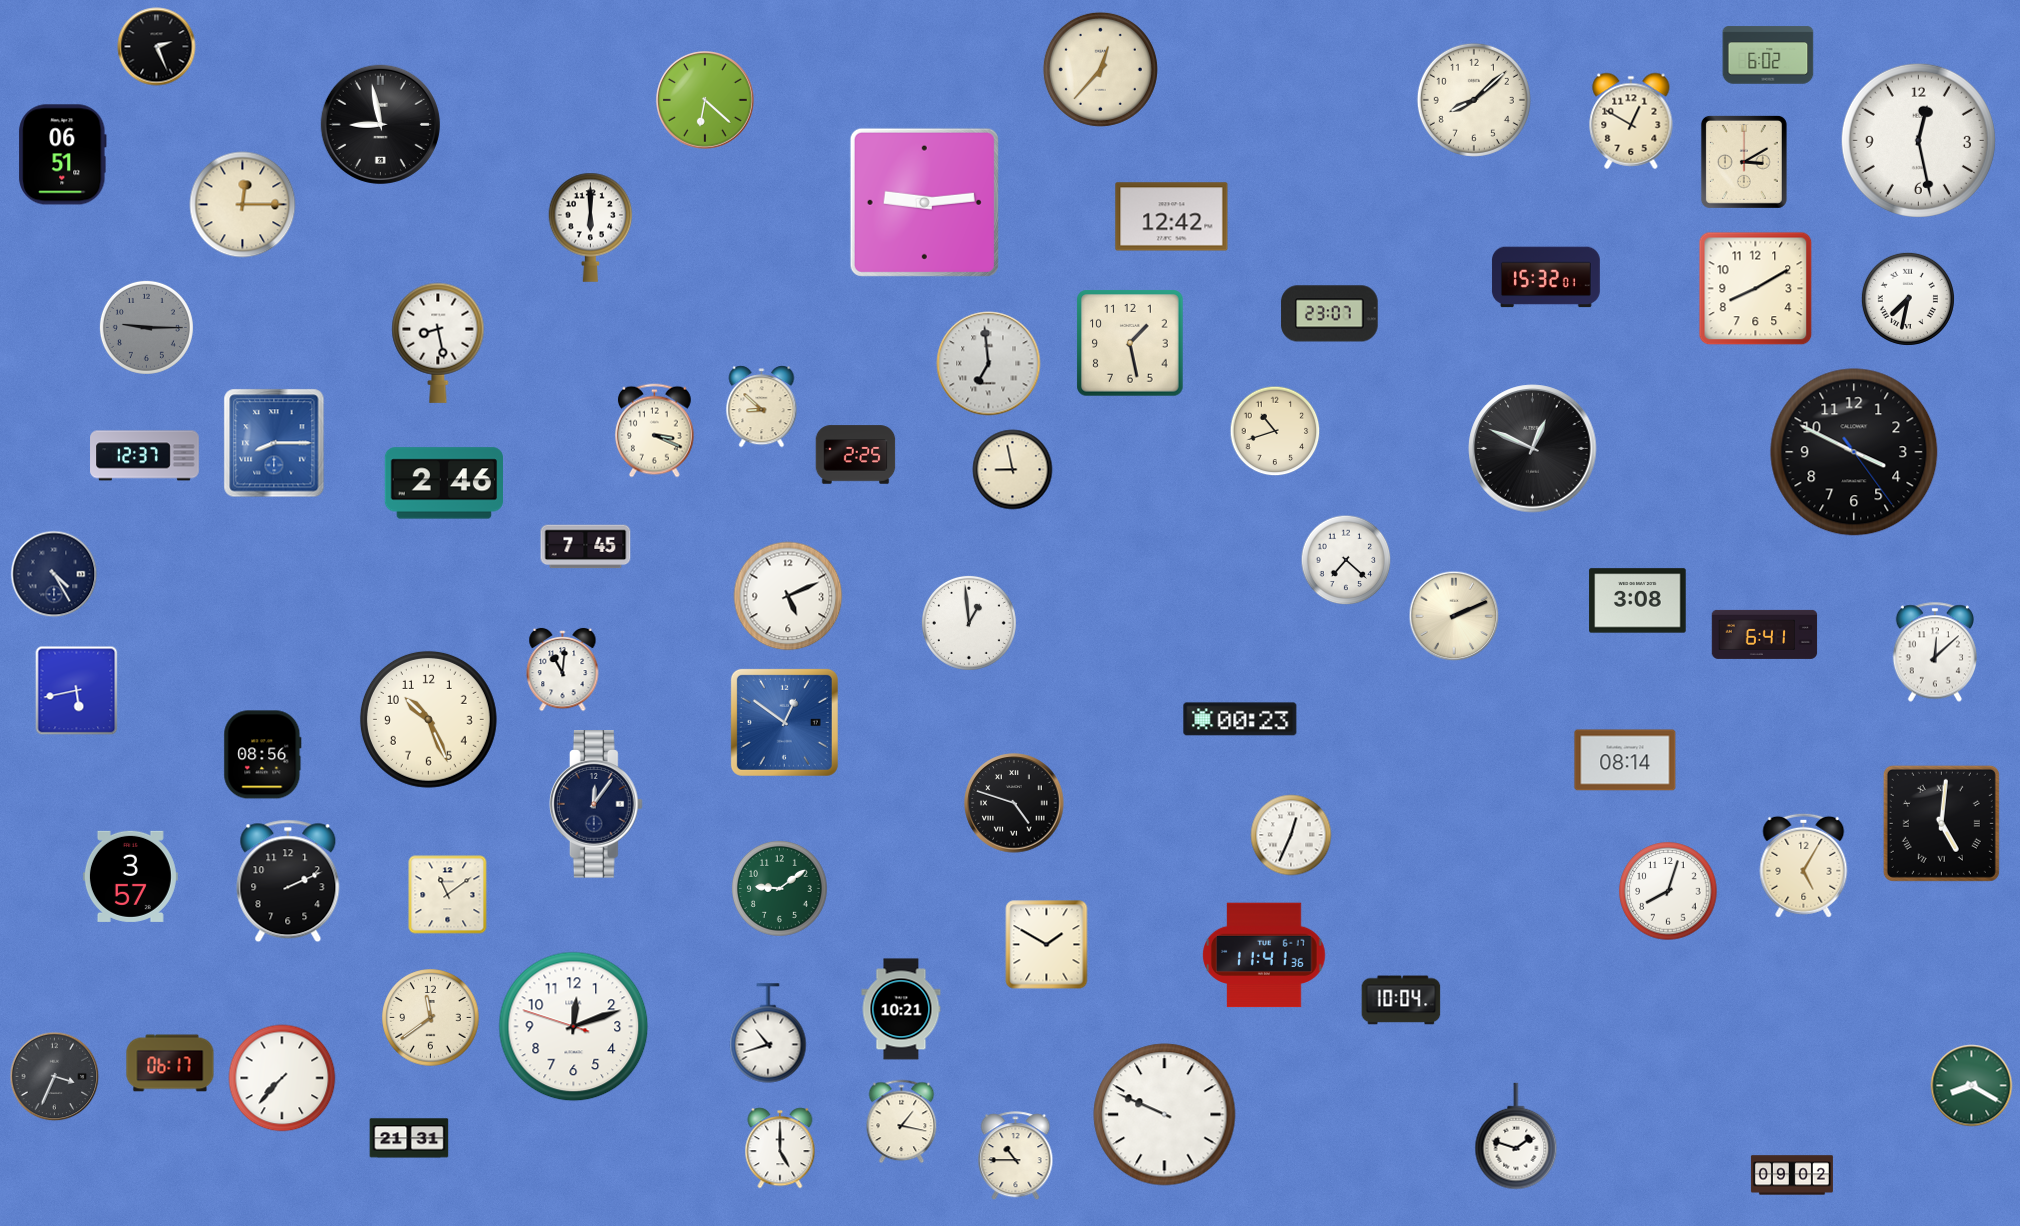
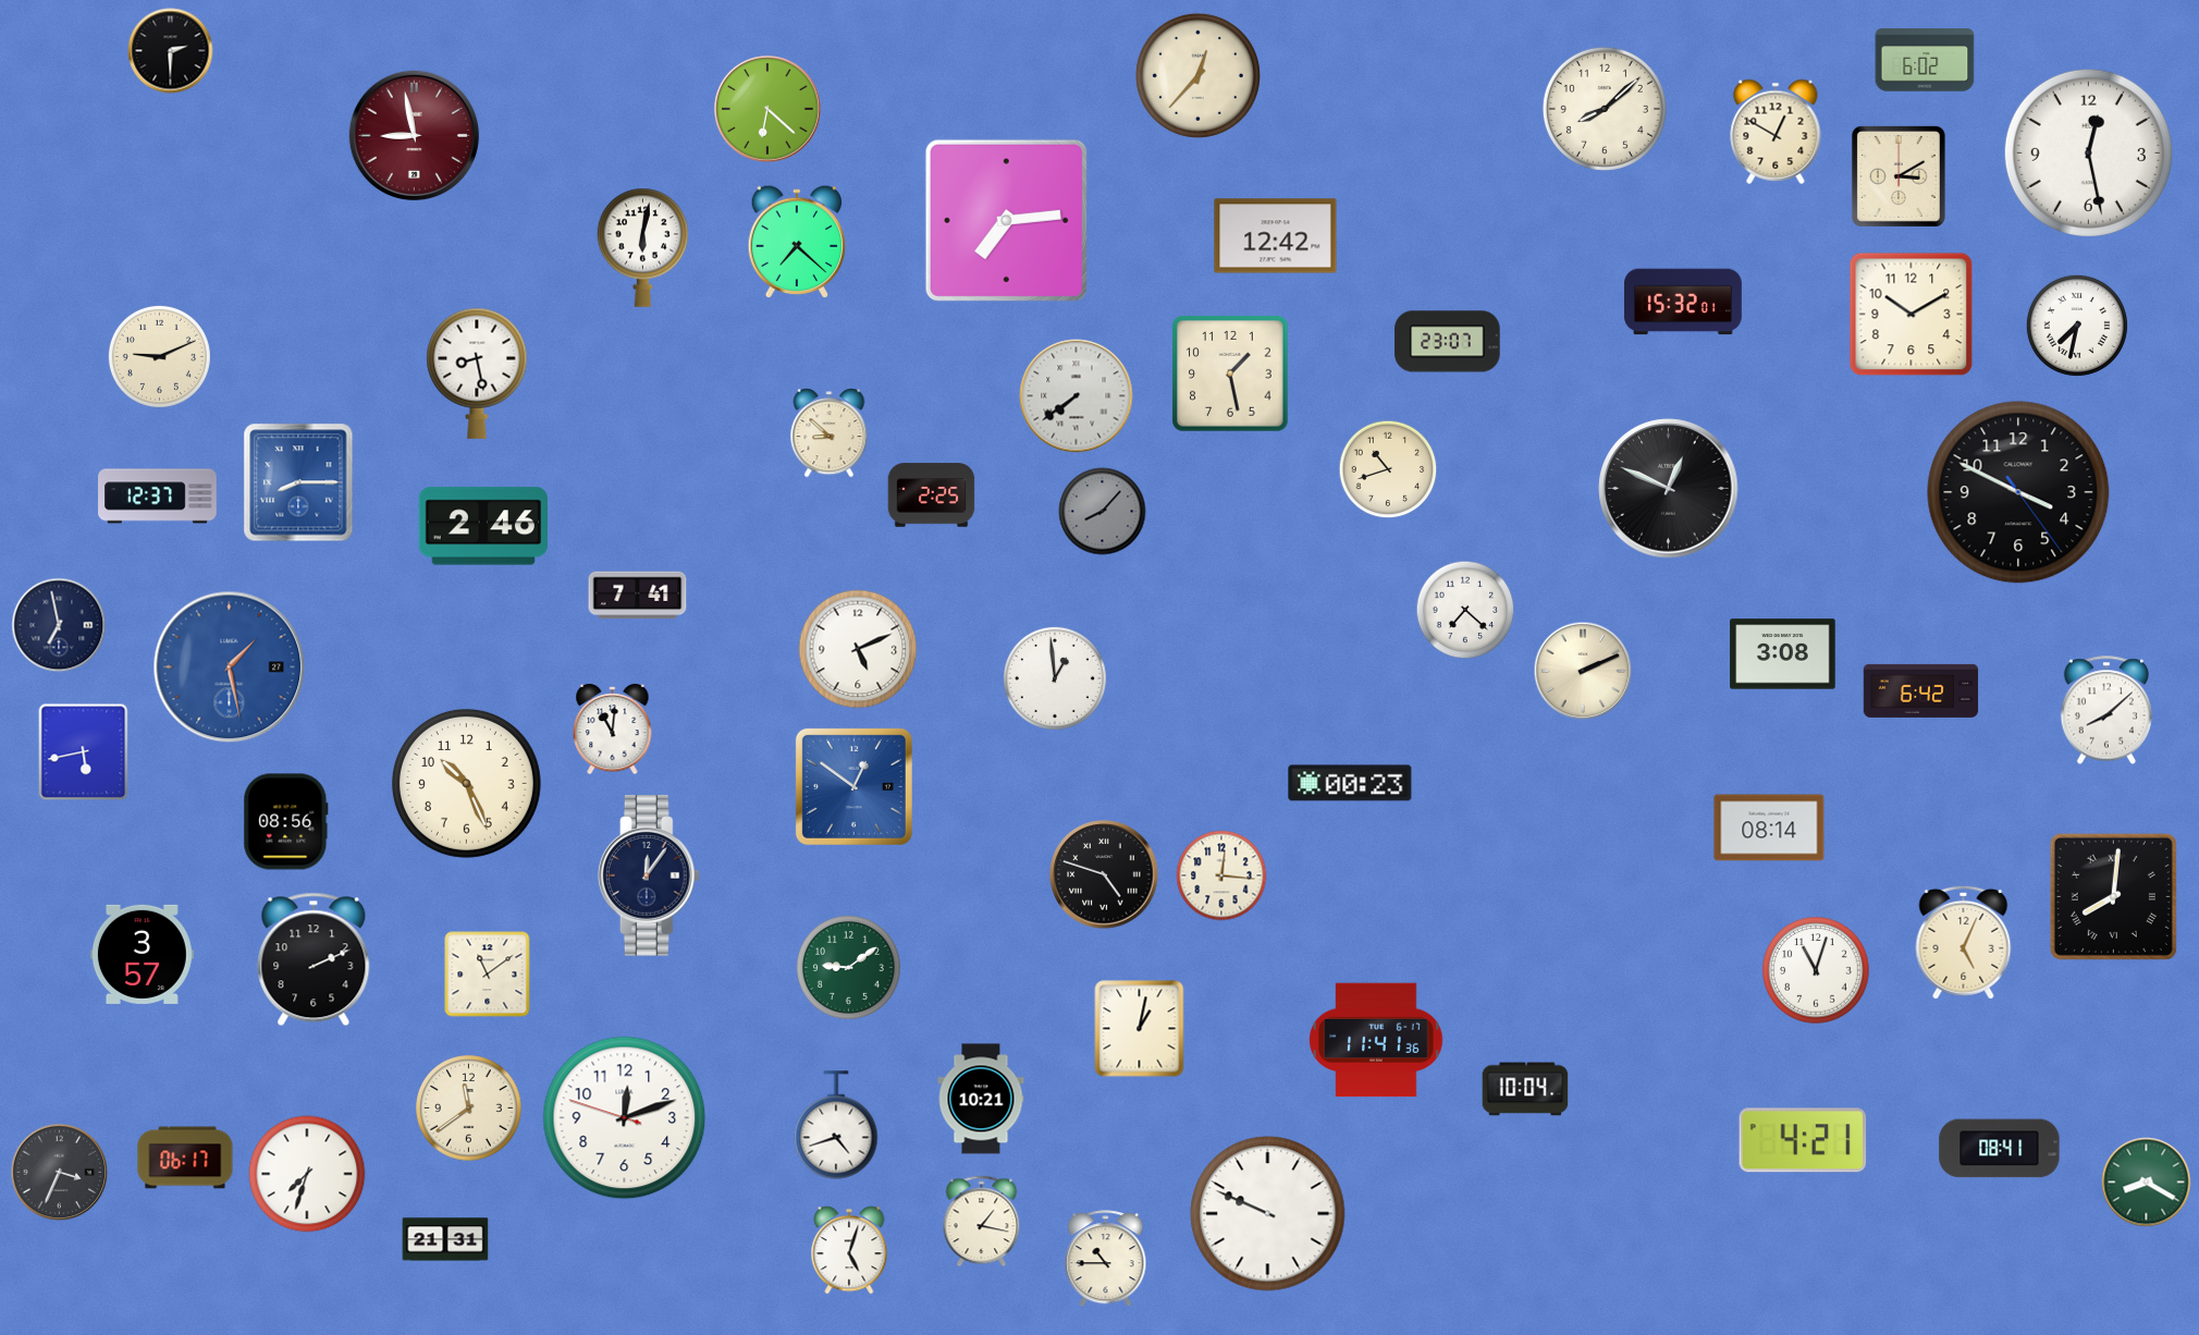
clock at (157, 47): 2:26 -> 2:30
clock at (380, 124) dial: black -> burgundy
clock at (63, 155): 06:51 -> none
clock at (924, 202): 9:14 -> 7:14
clock at (243, 205): 12:15 -> none
clock at (797, 241): none -> 7:22
clock at (591, 227): 6:00 -> 6:02
clock at (1756, 289): 8:10 -> 10:10
clock at (146, 327): 9:15 -> 9:11
clock at (146, 327) dial: grey -> cream
clock at (989, 364): 6:59 -> 7:39
clock at (762, 407) position: (762, 407) -> (830, 433)
clock at (655, 431): 3:19 -> none
clock at (1013, 470): 8:58 -> 8:07
clock at (1013, 470) dial: cream -> grey
clock at (586, 547): 7:45 -> 7:41
clock at (54, 574): 4:25 -> 6:58
clock at (230, 668): none -> 1:28
clock at (1765, 634): 6:41 -> 6:42
clock at (1934, 652): 12:08 -> 8:08
clock at (1221, 875): none -> 12:16
clock at (1941, 823): 5:01 -> 8:01
clock at (1291, 835): 12:34 -> none
clock at (1804, 865): 5:05 -> 5:04
clock at (1668, 891): 8:03 -> 11:03
clock at (1047, 945): 1:50 -> 1:02
clock at (768, 1033): 10:42 -> 4:42
clock at (1803, 1140): none -> 4:21
clock at (2000, 1149): none -> 08:41
clock at (282, 1078): 7:37 -> 7:33
clock at (1516, 1136): 1:48 -> none
clock at (780, 1148): 5:00 -> 5:03
clock at (1792, 1175): 09:02 -> none
